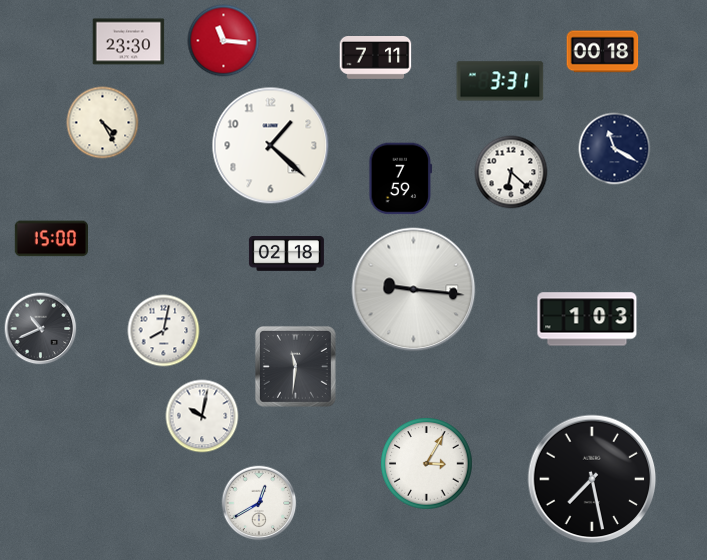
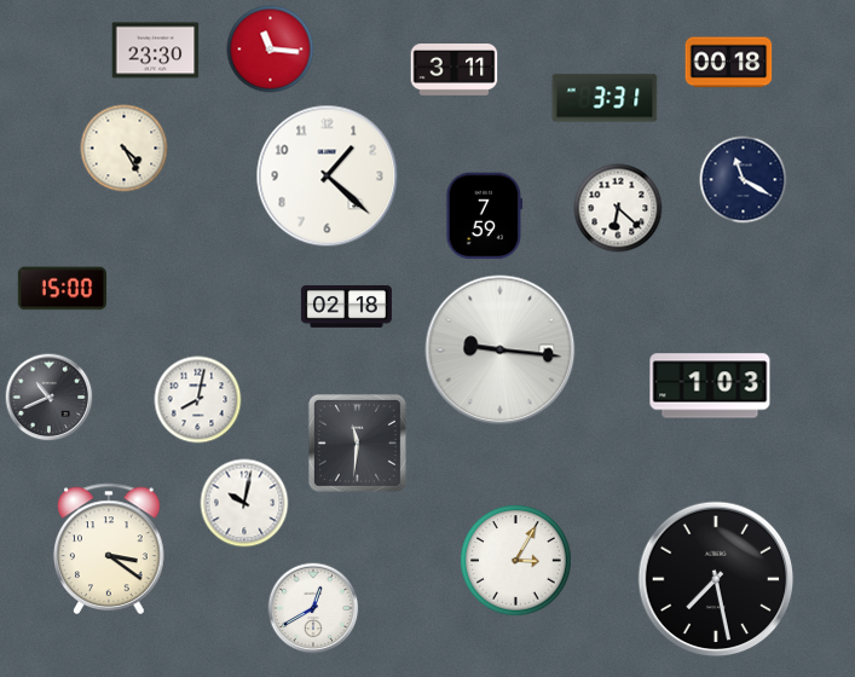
clock at (376, 58): 7:11 -> 3:11
clock at (109, 548): none -> 3:21
